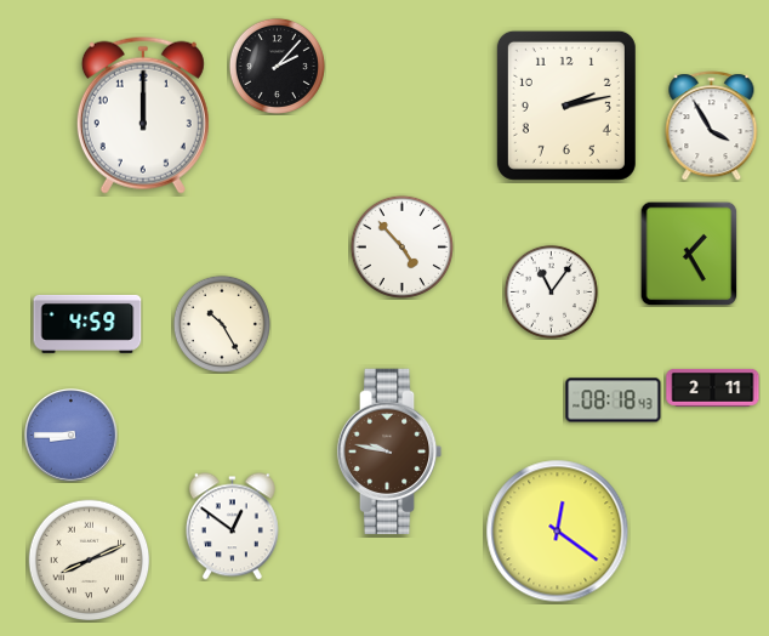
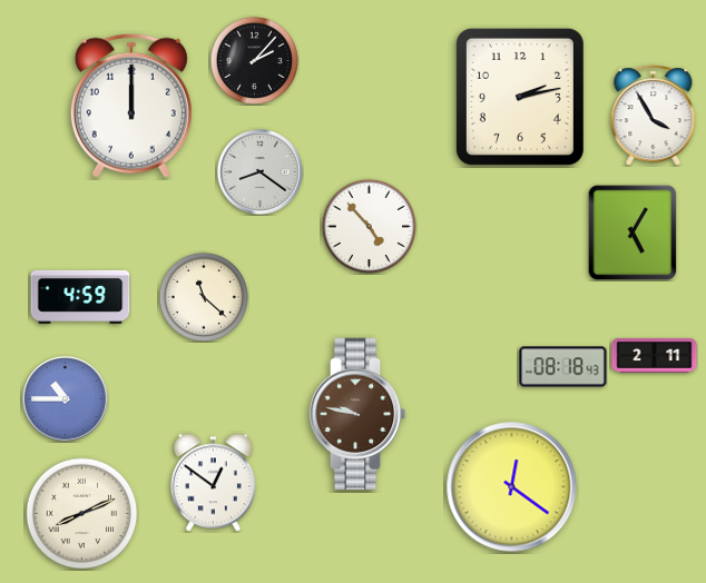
clock at (261, 172): none -> 8:21
clock at (689, 254): 1:25 -> 5:05
clock at (551, 291): 11:06 -> none
clock at (222, 324): 10:25 -> 11:22
clock at (72, 436): 8:45 -> 10:45
